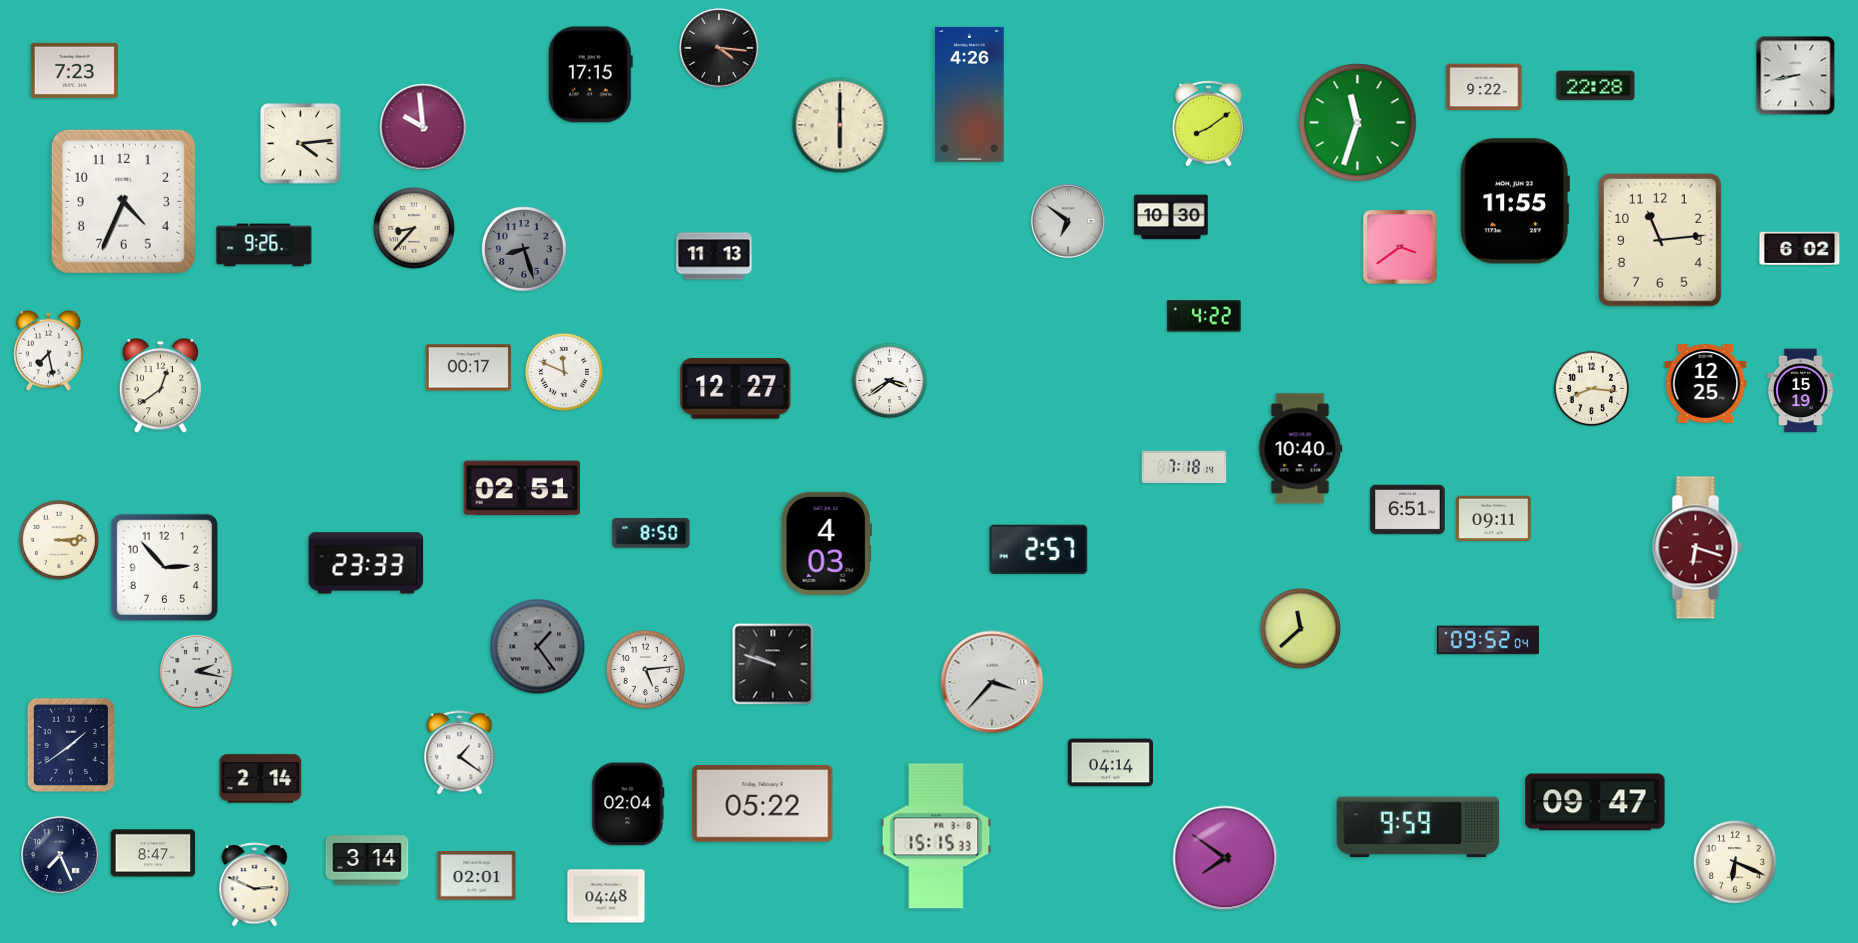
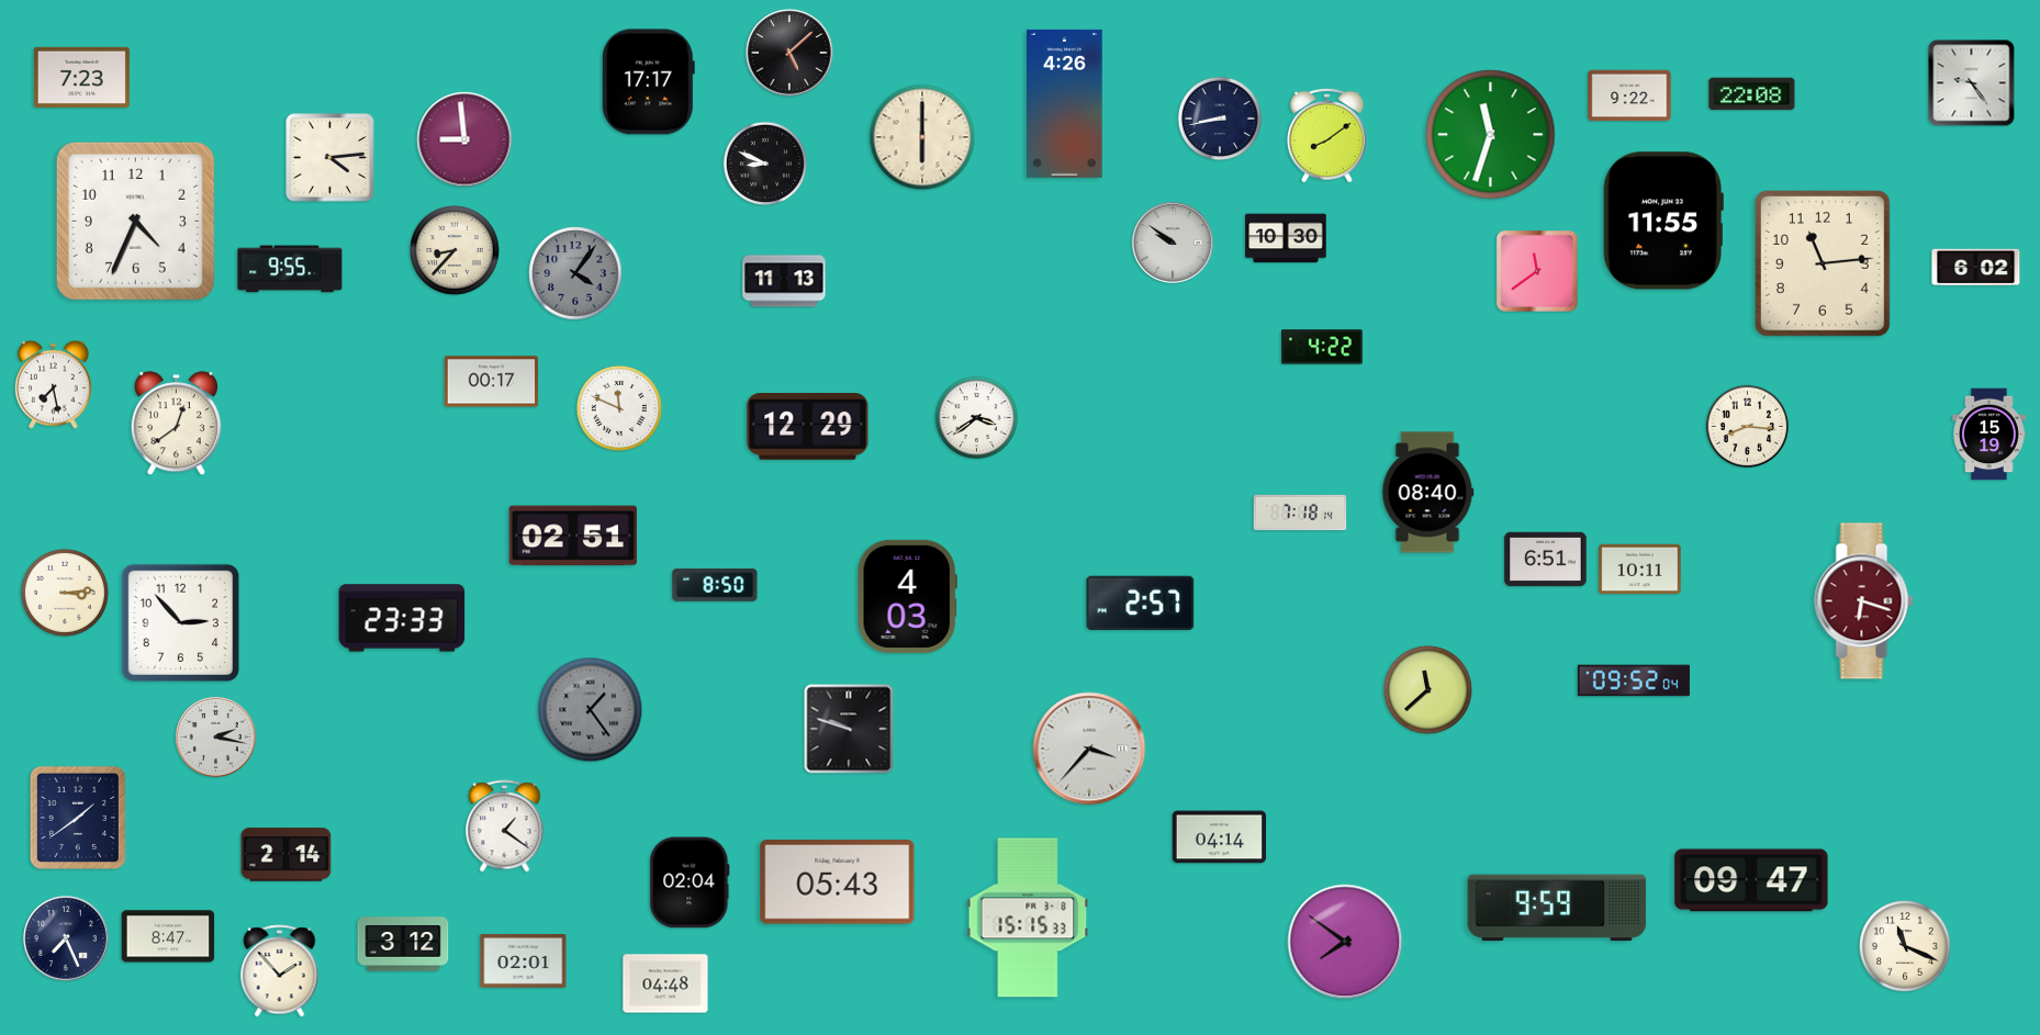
clock at (719, 48): 4:16 -> 5:08
clock at (590, 75): 17:15 -> 17:17
clock at (1796, 76): 8:43 -> 9:24
clock at (1596, 86): 22:28 -> 22:08
clock at (1219, 117): none -> 8:43
clock at (423, 127): 9:59 -> 8:59
clock at (764, 162): none -> 8:49
clock at (1068, 221): 6:51 -> 9:51
clock at (264, 245): 9:26 -> 9:55
clock at (1400, 247): 3:39 -> 11:39
clock at (524, 249): 8:27 -> 4:06
clock at (1800, 249) position: (1800, 249) -> (1976, 268)
clock at (469, 368) position: (469, 368) -> (492, 382)
clock at (1706, 384): 12:25 -> none
clock at (736, 389): 12:27 -> 12:29
clock at (1801, 391) position: (1801, 391) -> (1989, 435)
clock at (1300, 449): 10:40 -> 08:40
clock at (1494, 519): 09:11 -> 10:11
clock at (1488, 640) position: (1488, 640) -> (1634, 680)
clock at (645, 669): 5:14 -> none
clock at (763, 804): 05:22 -> 05:43
clock at (367, 860): 3:14 -> 3:12
clock at (1735, 862): 6:19 -> 11:19
clock at (255, 885): 2:49 -> 1:53
